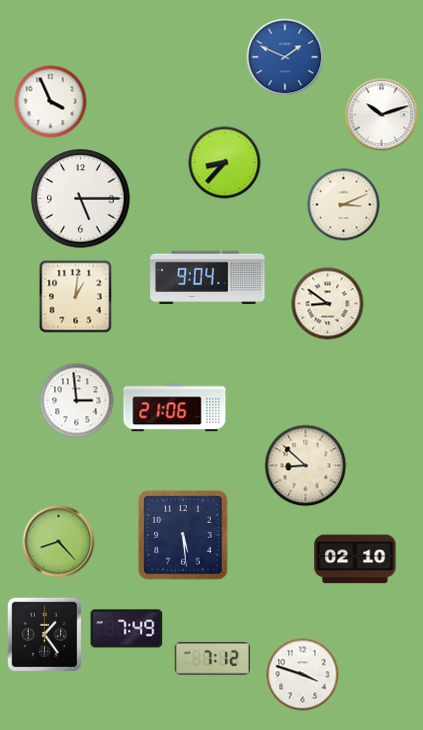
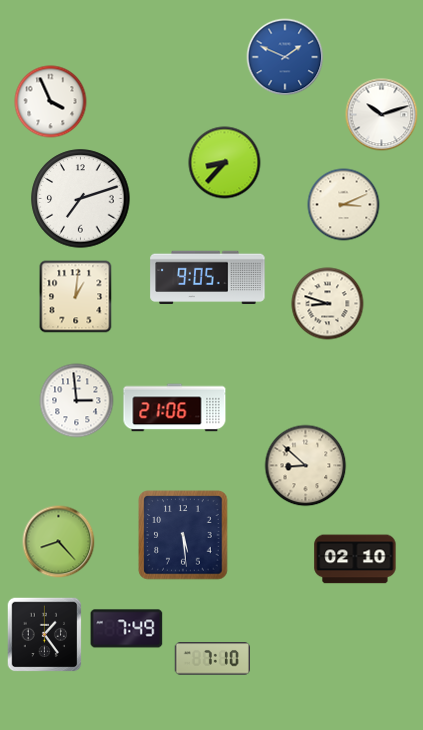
clock at (81, 199): 5:15 -> 7:12
clock at (208, 278): 9:04 -> 9:05
clock at (328, 304): 8:51 -> 8:48
clock at (212, 659): 7:12 -> 7:10
clock at (303, 675): 3:48 -> none
